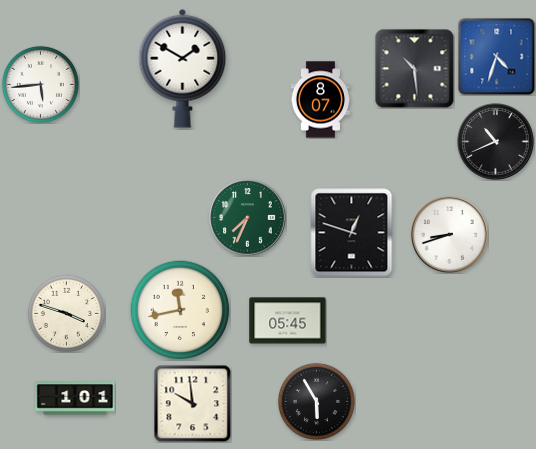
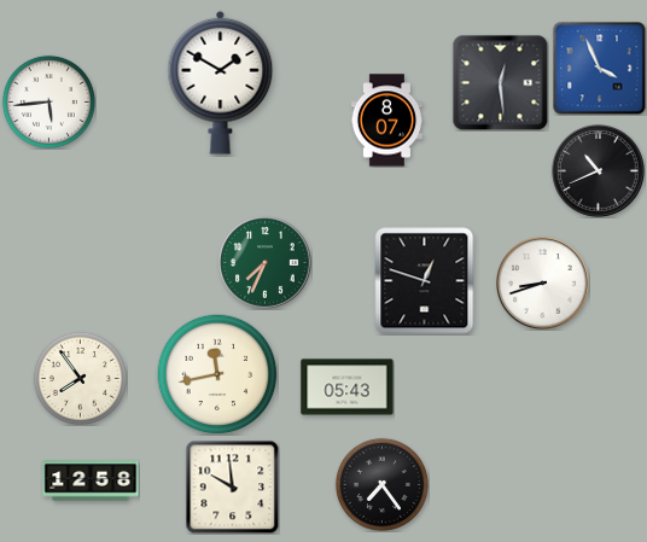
clock at (497, 57): 4:33 -> 3:56
clock at (414, 68): 10:29 -> 12:29
clock at (248, 218) position: (248, 218) -> (266, 263)
clock at (66, 313): 3:48 -> 7:54
clock at (288, 321): 05:45 -> 05:43
clock at (75, 398): 1:01 -> 12:58
clock at (316, 401): 5:55 -> 7:24
